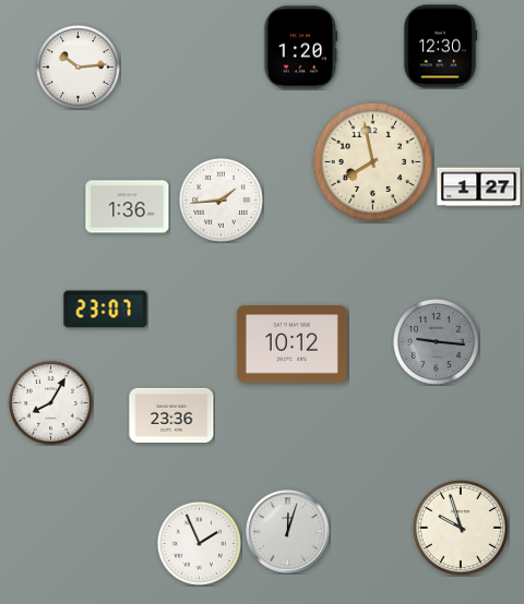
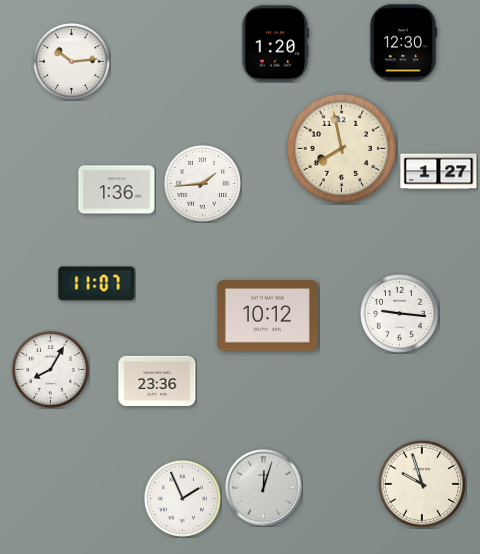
clock at (106, 310): 23:07 -> 11:07
clock at (436, 341) dial: grey -> white
clock at (50, 402) position: (50, 402) -> (50, 369)
